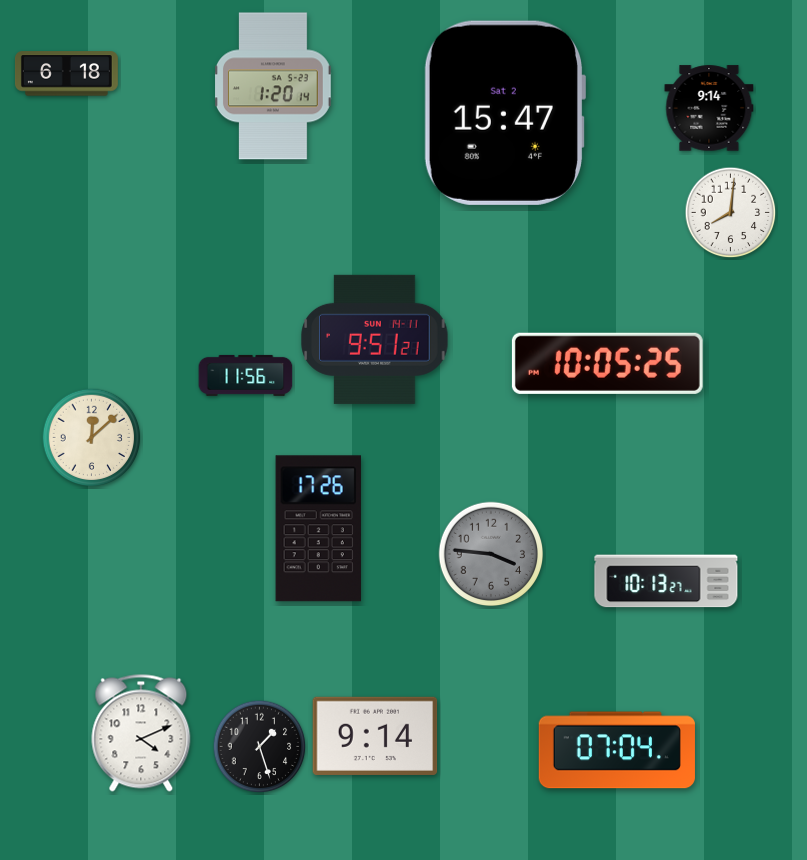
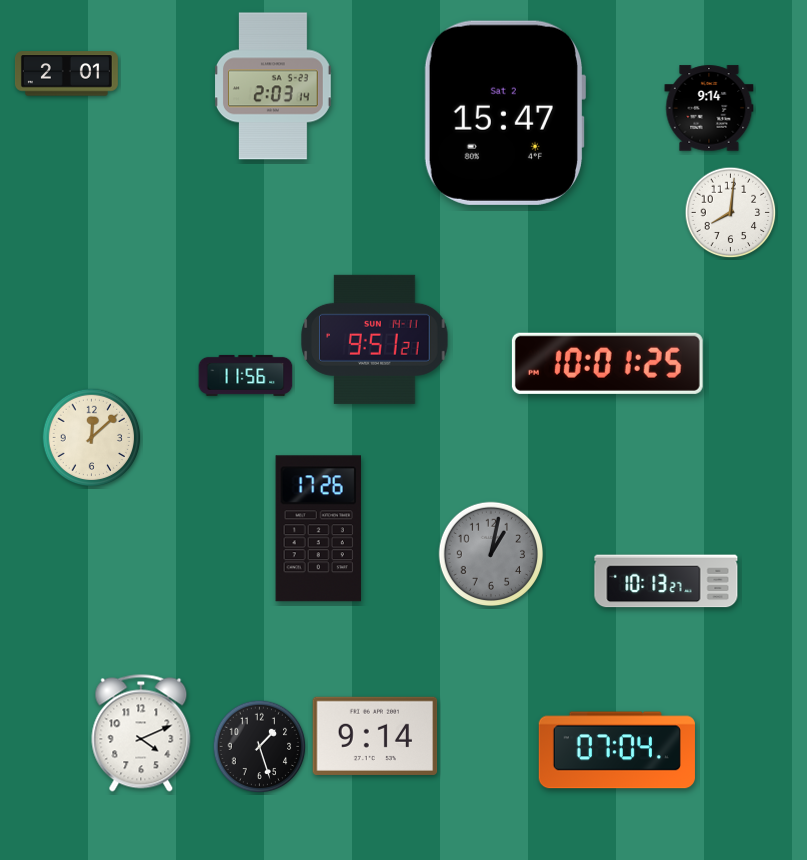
clock at (66, 74): 6:18 -> 2:01
clock at (274, 86): 1:20 -> 2:03
clock at (607, 363): 10:05 -> 10:01
clock at (491, 554): 3:46 -> 1:02
